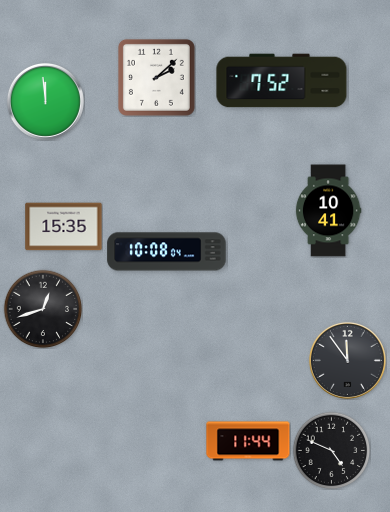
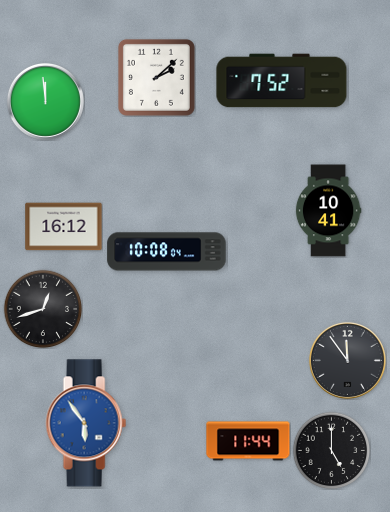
clock at (64, 227): 15:35 -> 16:12
clock at (86, 423): none -> 5:54
clock at (331, 450): 4:49 -> 5:00
